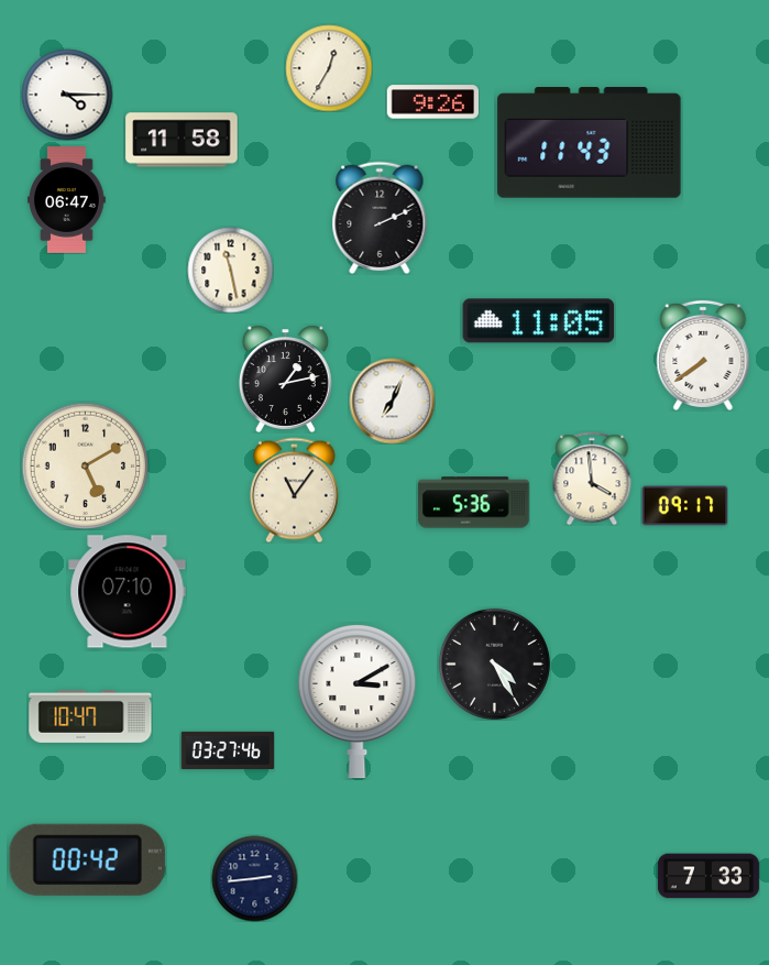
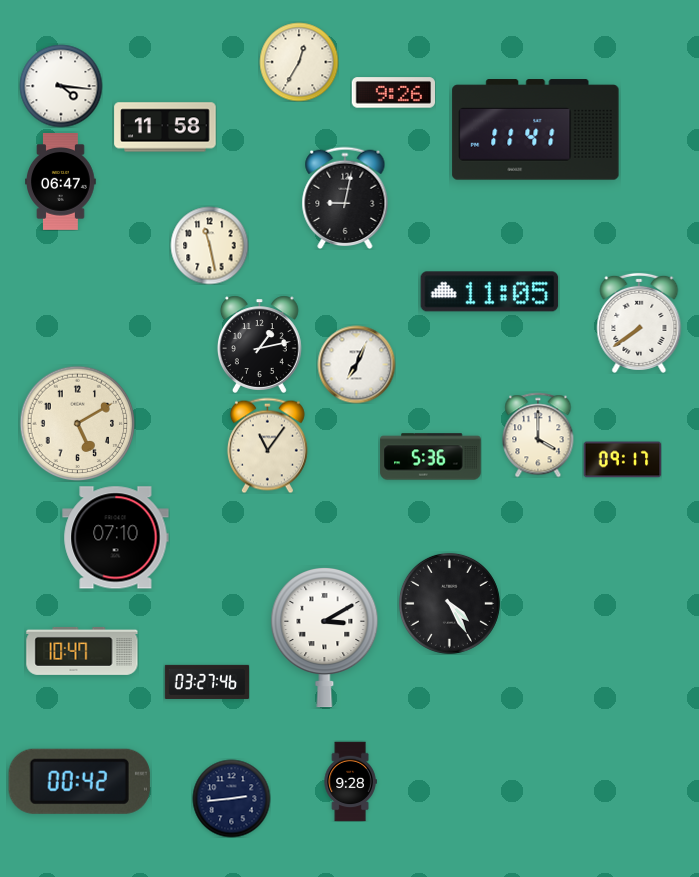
clock at (67, 95): 4:15 -> 4:16
clock at (590, 143): 11:43 -> 11:41
clock at (380, 218): 2:11 -> 9:02
clock at (592, 479): 3:59 -> 4:00
clock at (350, 781): none -> 9:28
clock at (708, 876): 7:33 -> none
